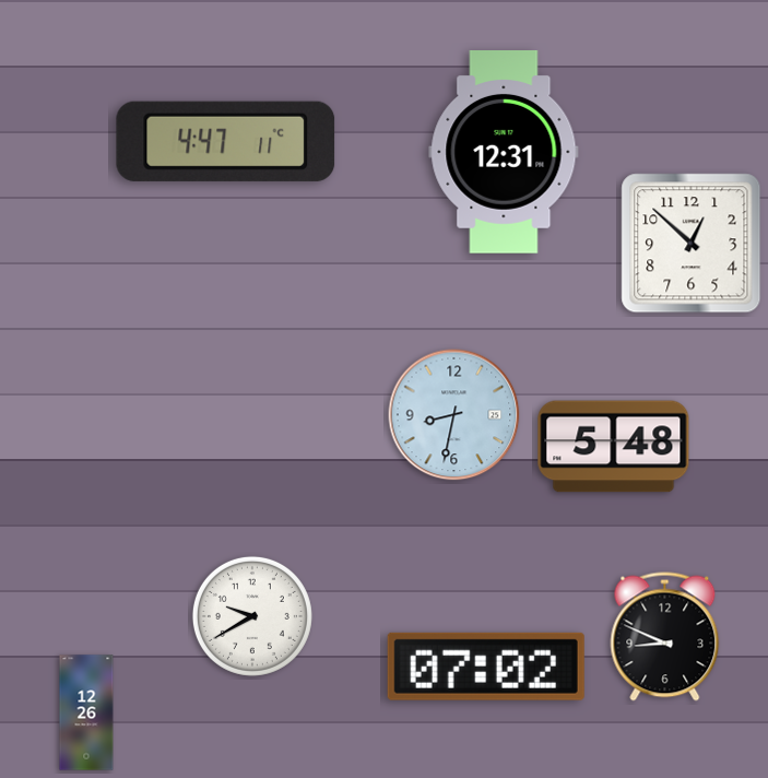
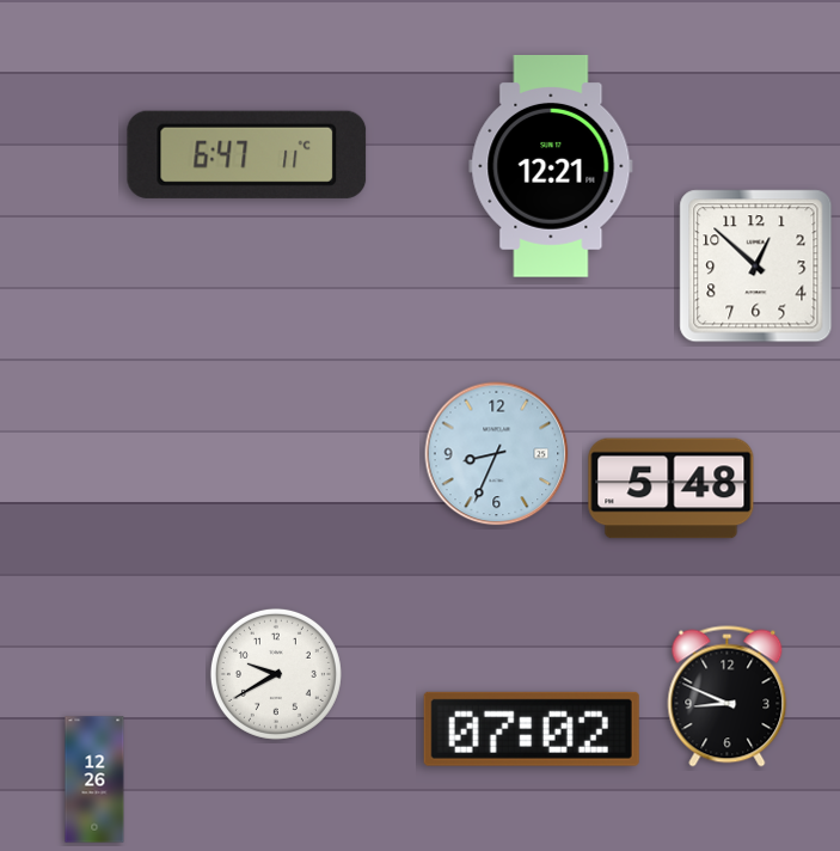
clock at (226, 141): 4:47 -> 6:47
clock at (504, 153): 12:31 -> 12:21
clock at (454, 415): 8:32 -> 8:34
